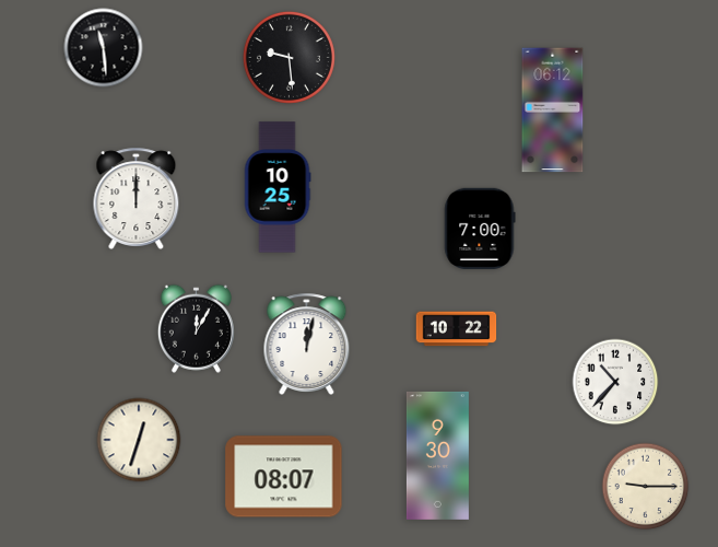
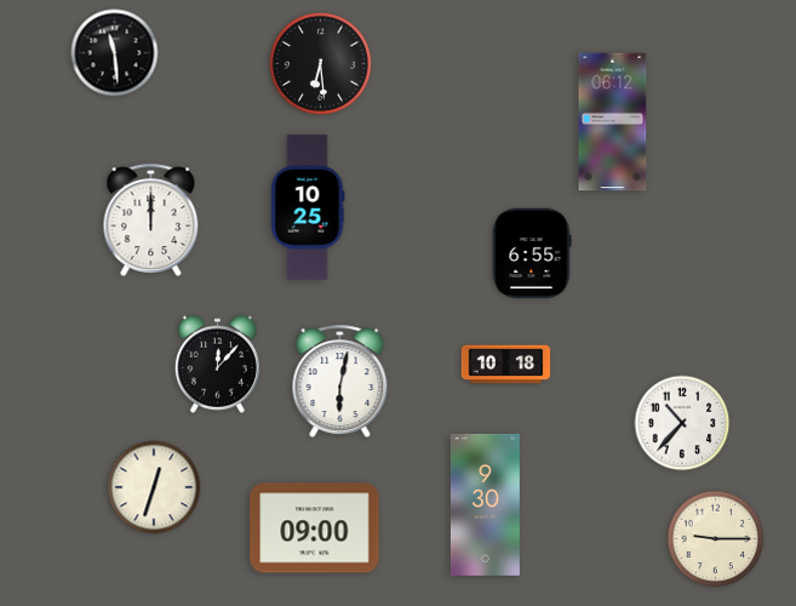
clock at (289, 57): 9:29 -> 6:29
clock at (480, 229): 7:00 -> 6:55
clock at (196, 328): 12:05 -> 12:07
clock at (457, 329): 10:22 -> 10:18
clock at (307, 344): 12:02 -> 6:02
clock at (284, 477): 08:07 -> 09:00
